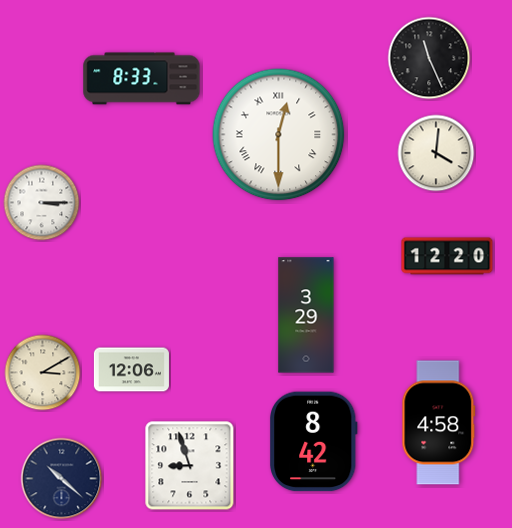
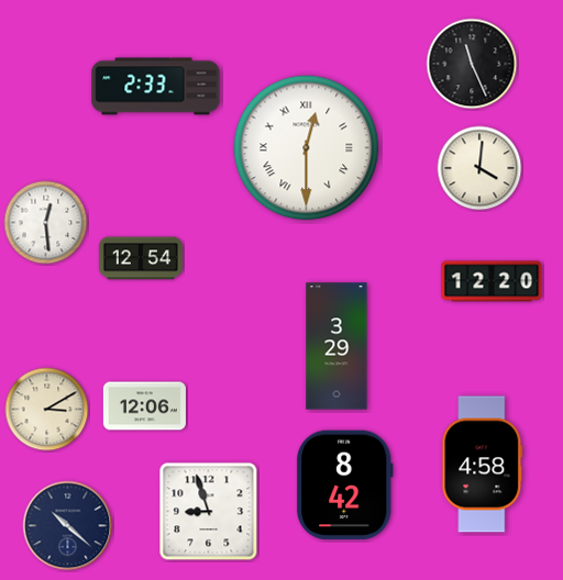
clock at (142, 79): 8:33 -> 2:33
clock at (42, 203): 3:15 -> 12:29
clock at (141, 258): none -> 12:54
